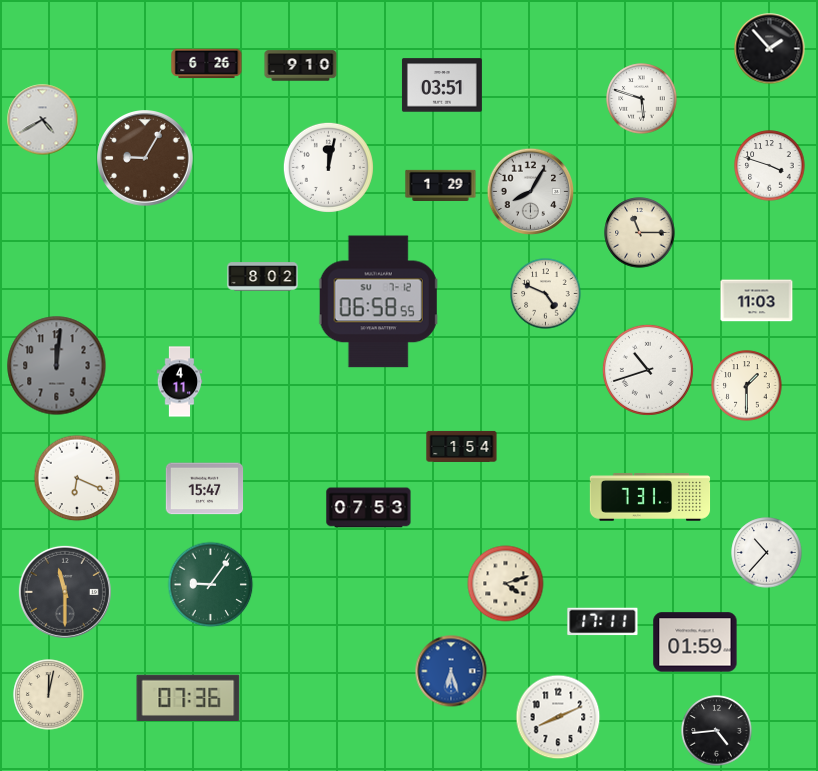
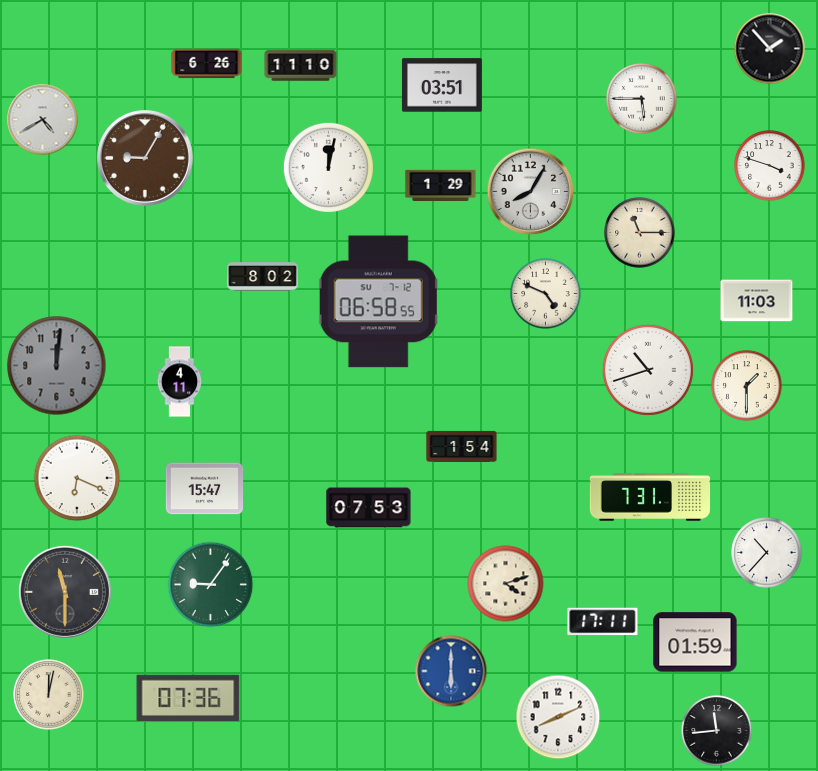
clock at (301, 66): 9:10 -> 11:10
clock at (642, 99): 5:48 -> 5:45
clock at (451, 671): 6:27 -> 6:00
clock at (717, 731): 4:44 -> 11:44
